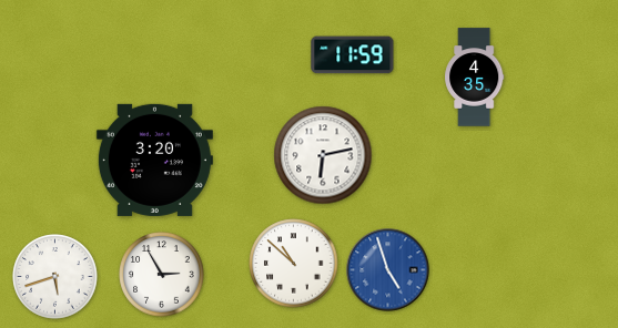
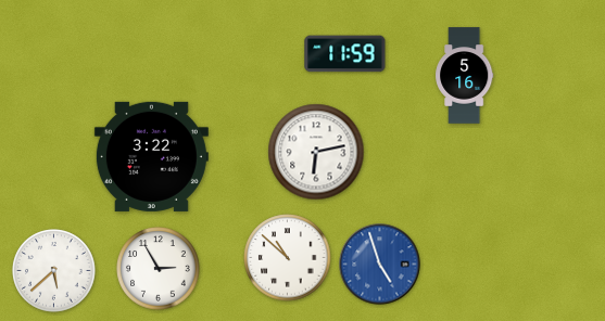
clock at (475, 78): 4:35 -> 5:16
clock at (154, 160): 3:20 -> 3:22
clock at (55, 277): 5:42 -> 5:38
